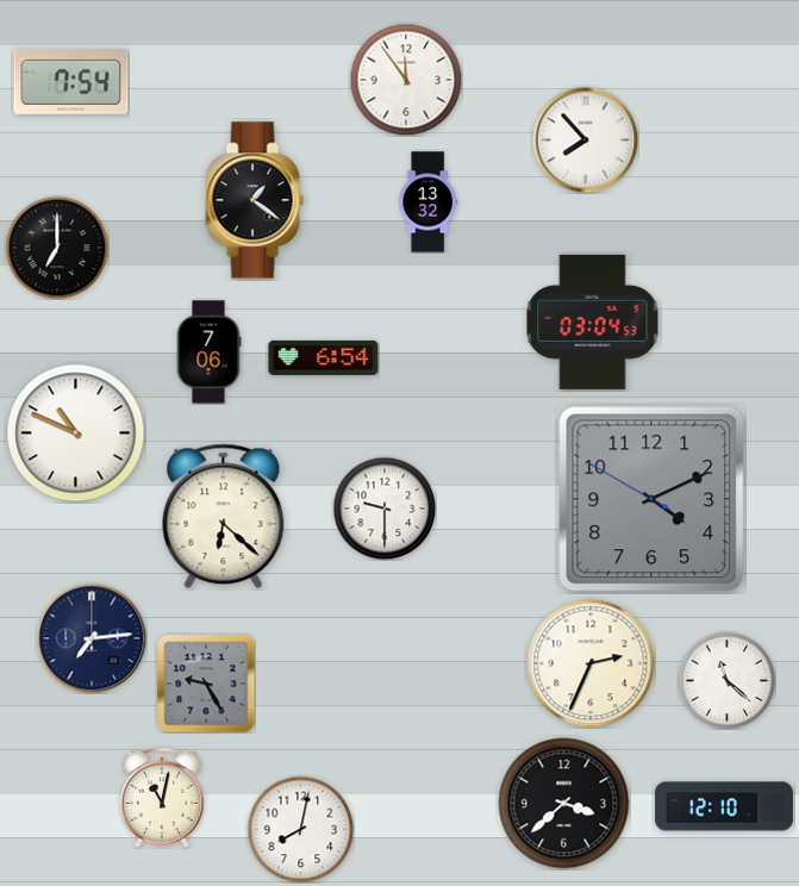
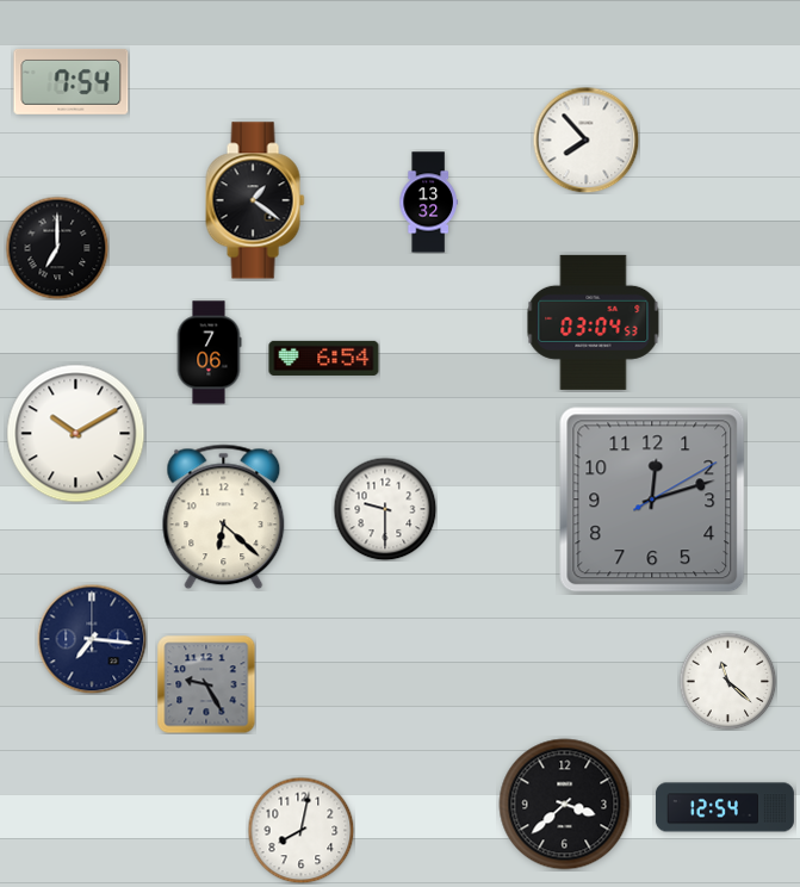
clock at (406, 80): 11:54 -> none
clock at (76, 433): 10:49 -> 10:10
clock at (651, 499): 4:10 -> 12:12
clock at (92, 638): 7:14 -> 7:16
clock at (591, 663): 2:34 -> none
clock at (162, 798): 11:02 -> none
clock at (724, 806): 12:10 -> 12:54
